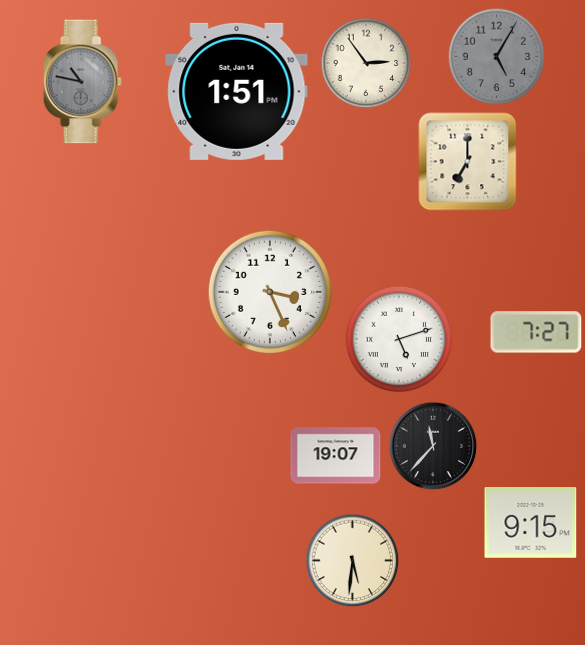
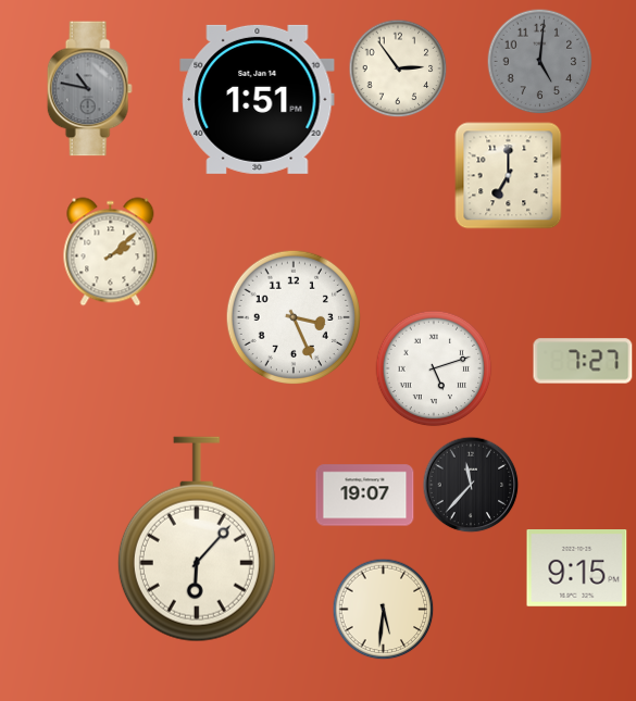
clock at (497, 57): 5:05 -> 5:01
clock at (111, 252): none -> 2:08
clock at (197, 539): none -> 6:07
